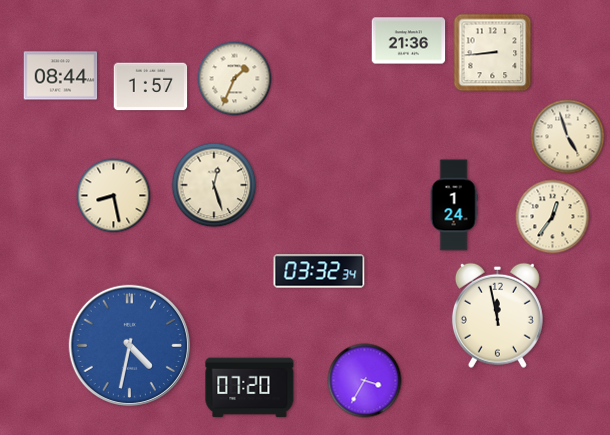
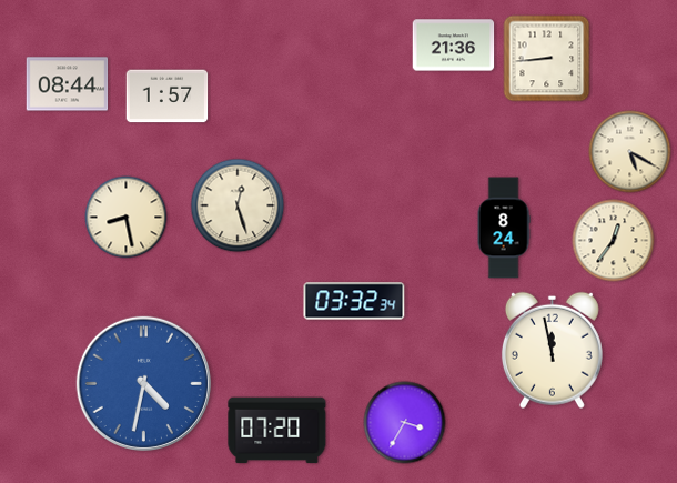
clock at (235, 79): 1:34 -> none
clock at (568, 137): 4:57 -> 5:20
clock at (454, 205): 1:24 -> 8:24
